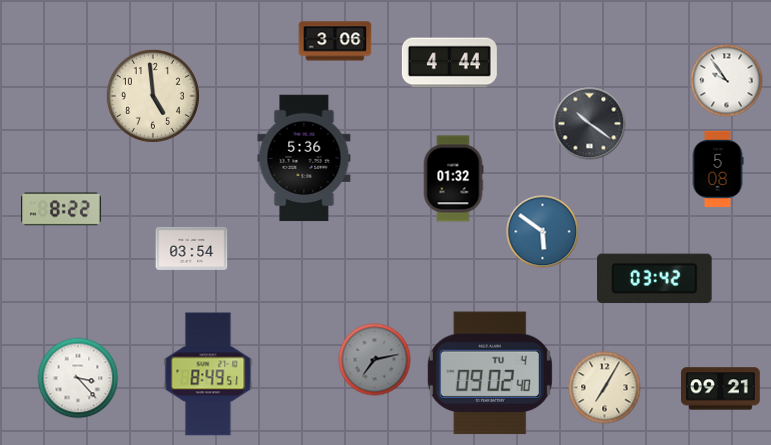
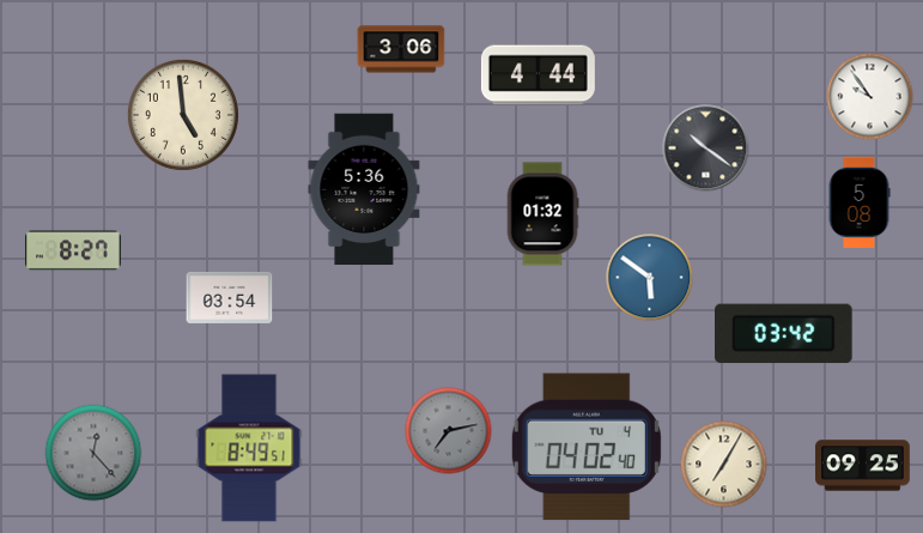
clock at (61, 209): 8:22 -> 8:27
clock at (490, 373): 09:02 -> 04:02
clock at (78, 378): 3:23 -> 12:23
clock at (78, 378) dial: white -> grey
clock at (721, 389): 09:21 -> 09:25
